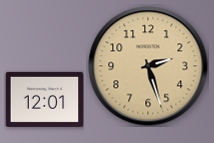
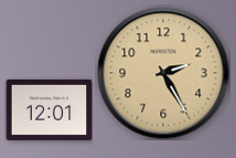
clock at (148, 66): 2:27 -> 2:25
